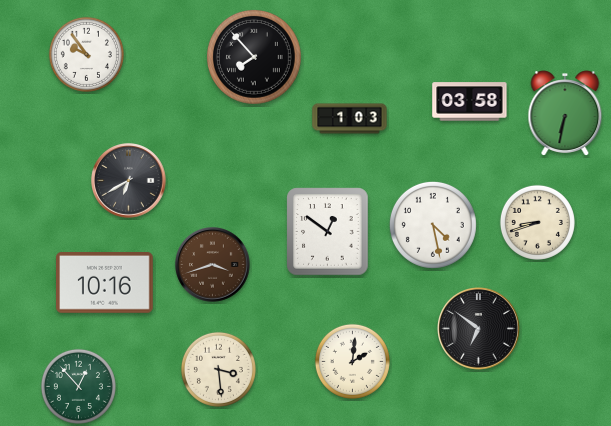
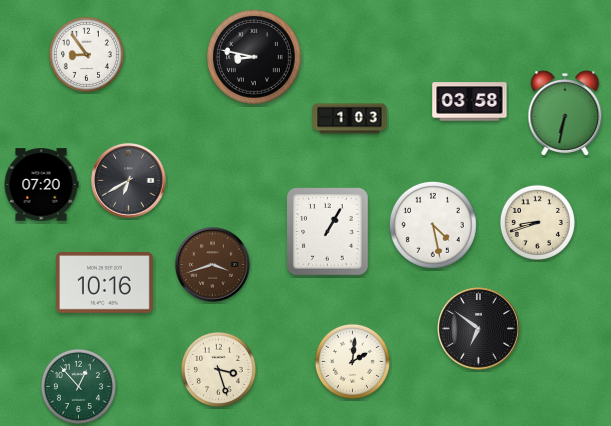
clock at (86, 54): 9:54 -> 8:54
clock at (255, 58): 7:53 -> 8:47
clock at (41, 185): none -> 07:20
clock at (328, 232): 12:51 -> 1:05
clock at (218, 369): 3:29 -> 3:27
